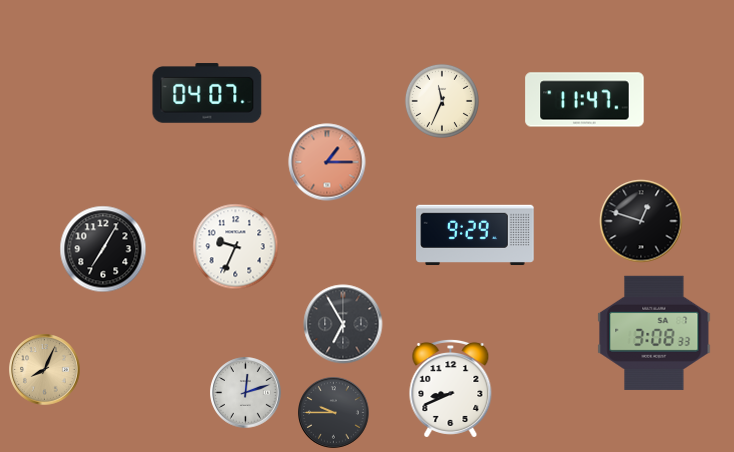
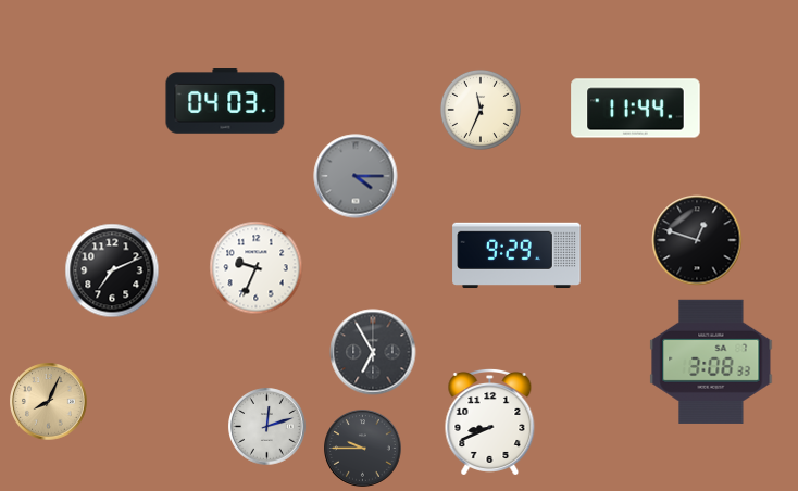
clock at (207, 93): 04:07 -> 04:03
clock at (585, 100): 11:47 -> 11:44
clock at (327, 162): 1:15 -> 4:15
clock at (327, 162) dial: salmon -> grey
clock at (103, 249): 7:05 -> 7:11
